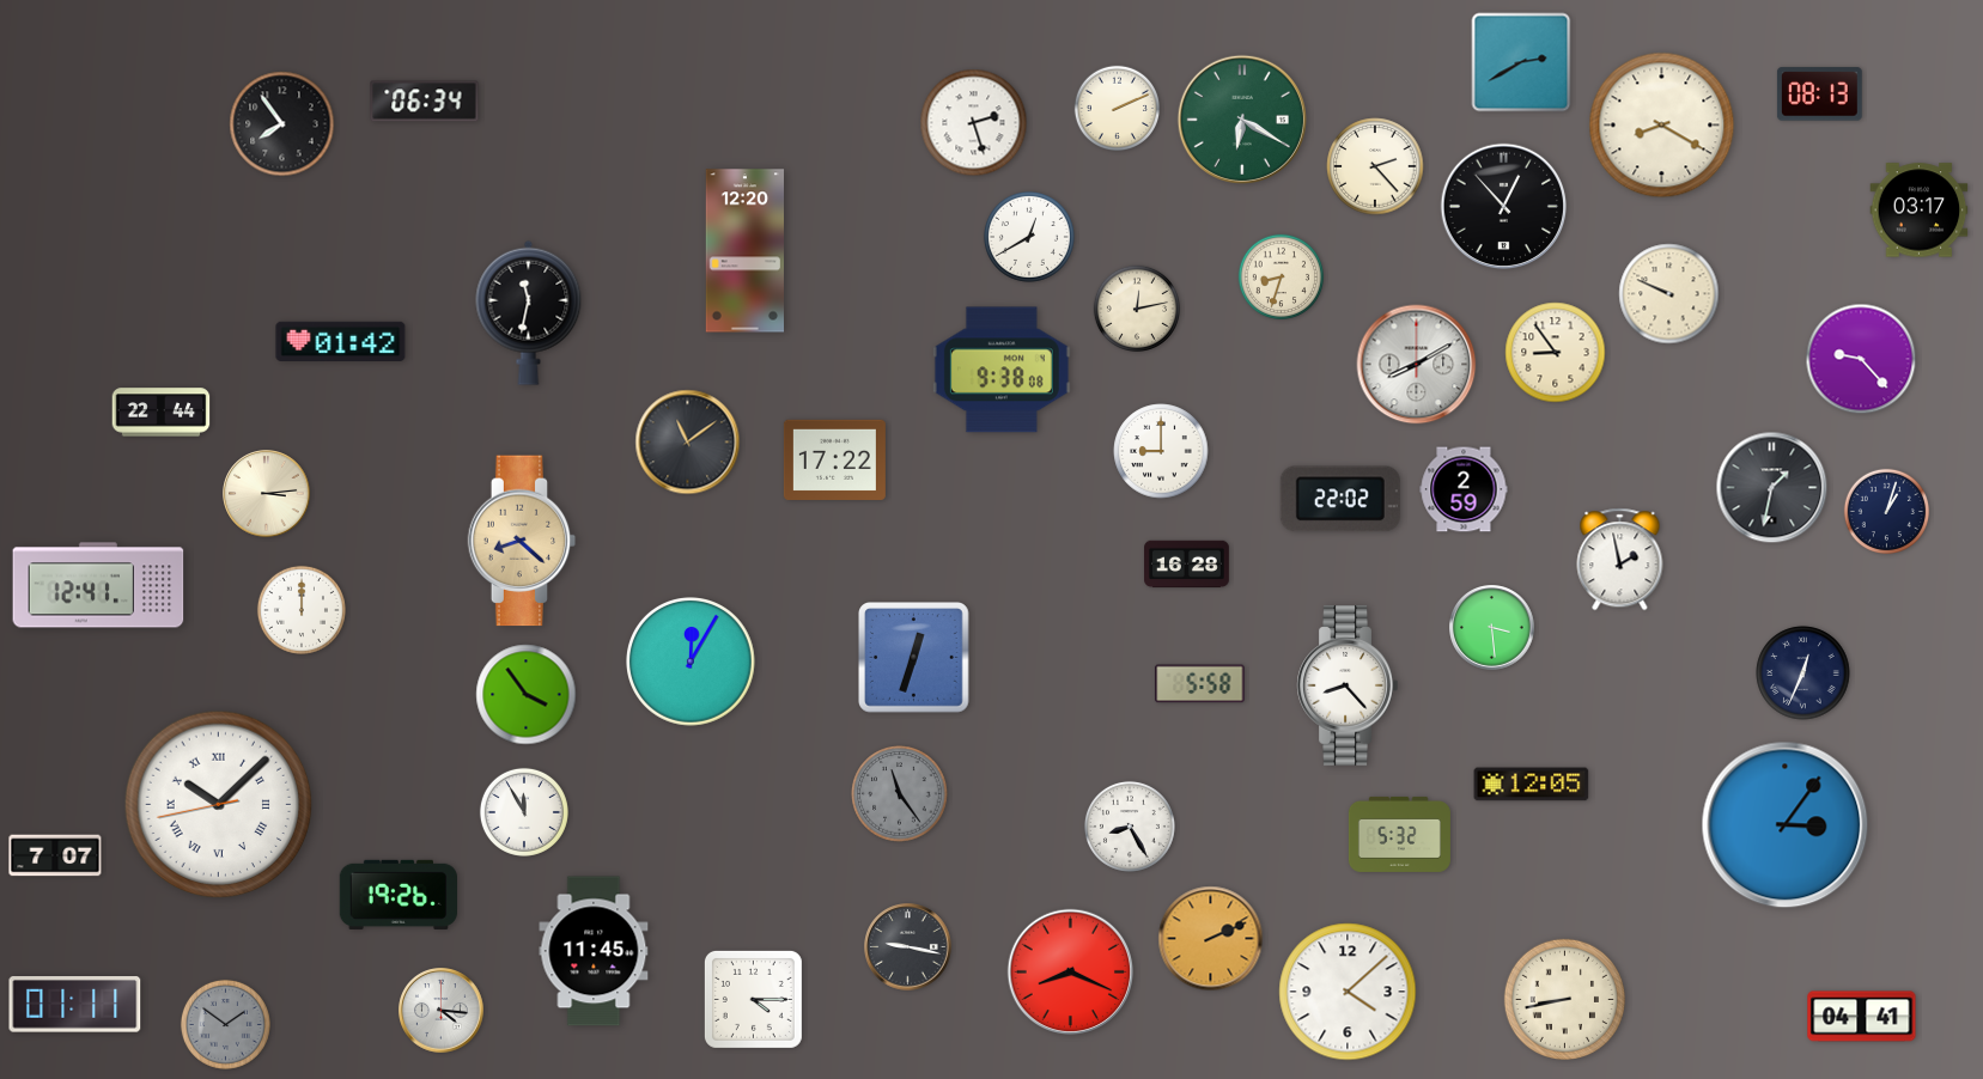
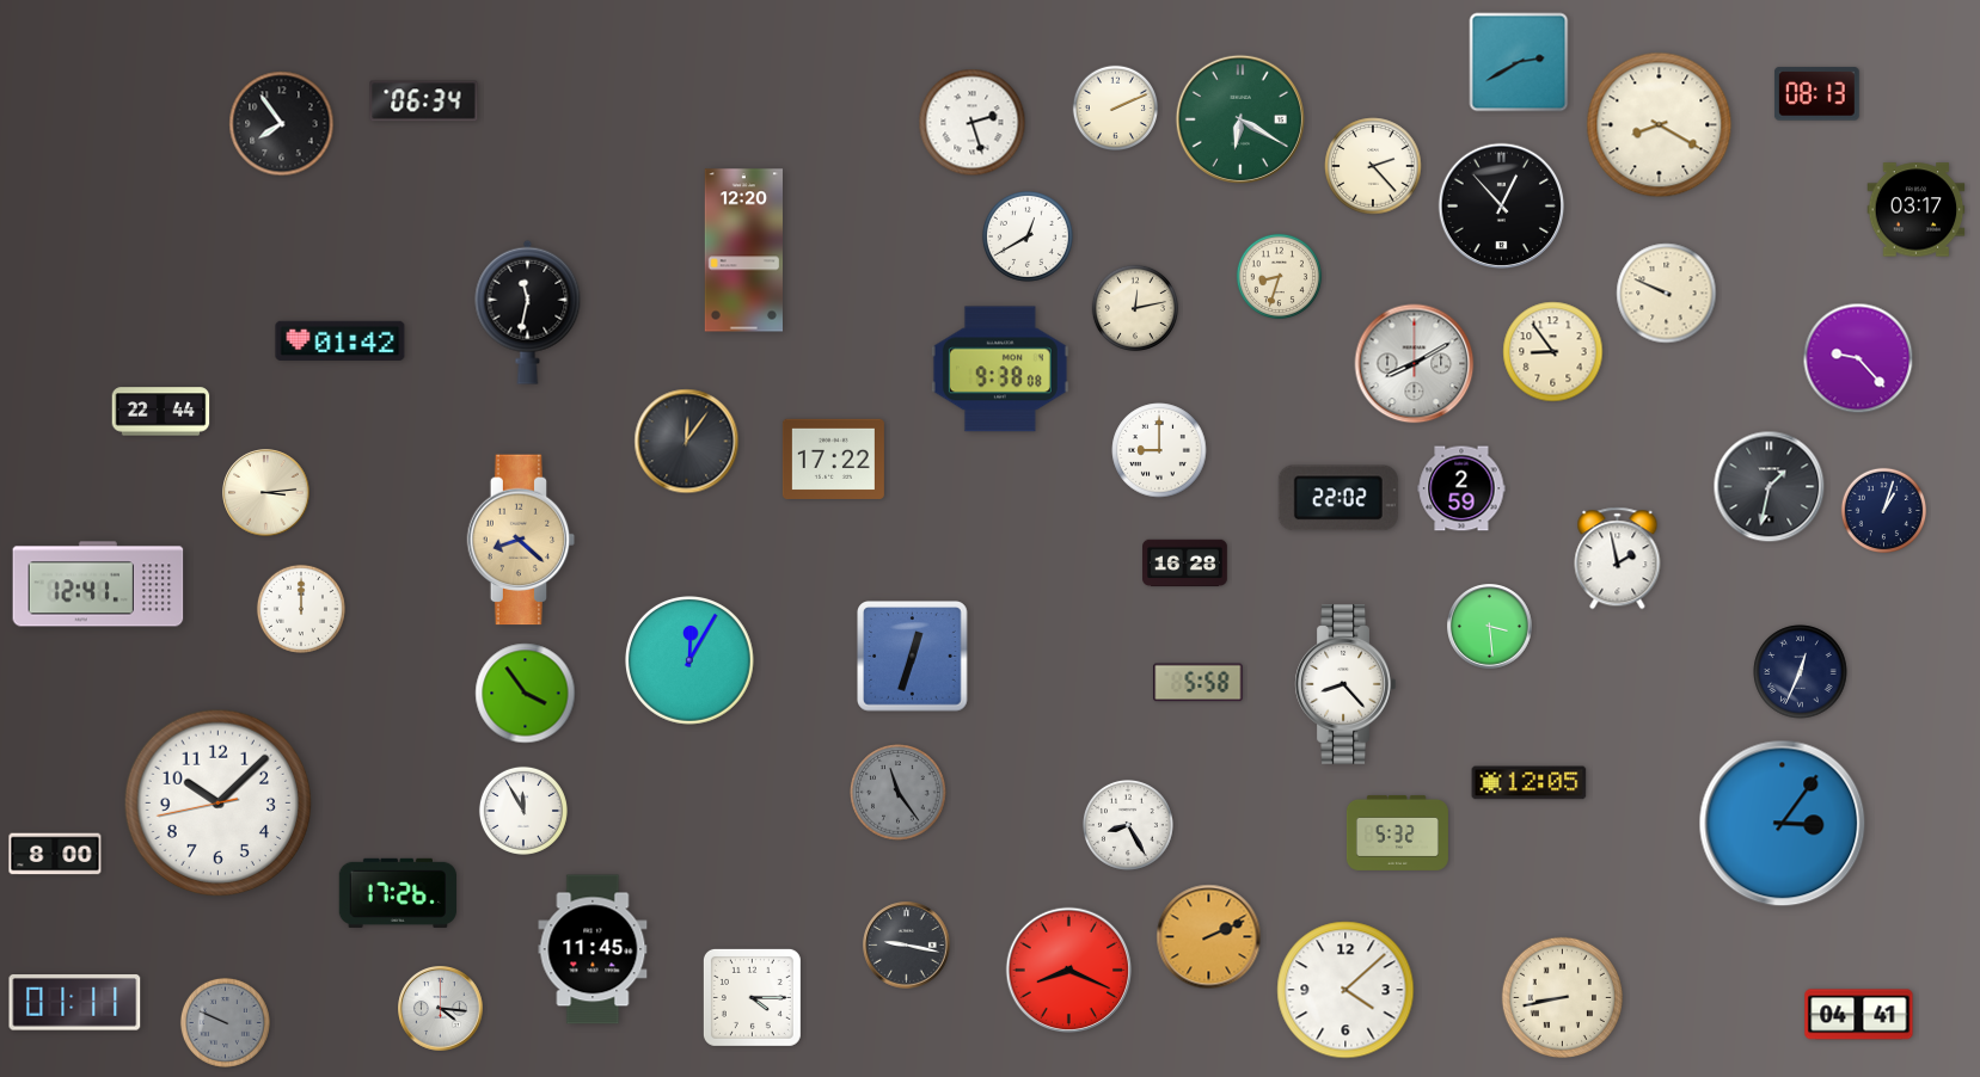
clock at (688, 443): 11:09 -> 12:06
clock at (219, 805) numerals: Roman -> Arabic
clock at (55, 855): 7:07 -> 8:00
clock at (397, 895): 19:26 -> 17:26
clock at (225, 1024): 1:51 -> 9:49
